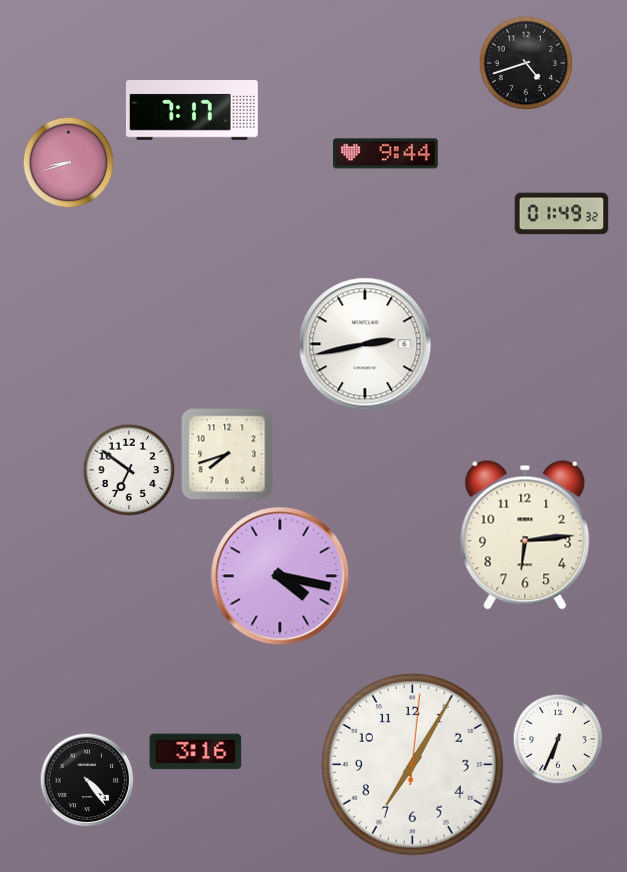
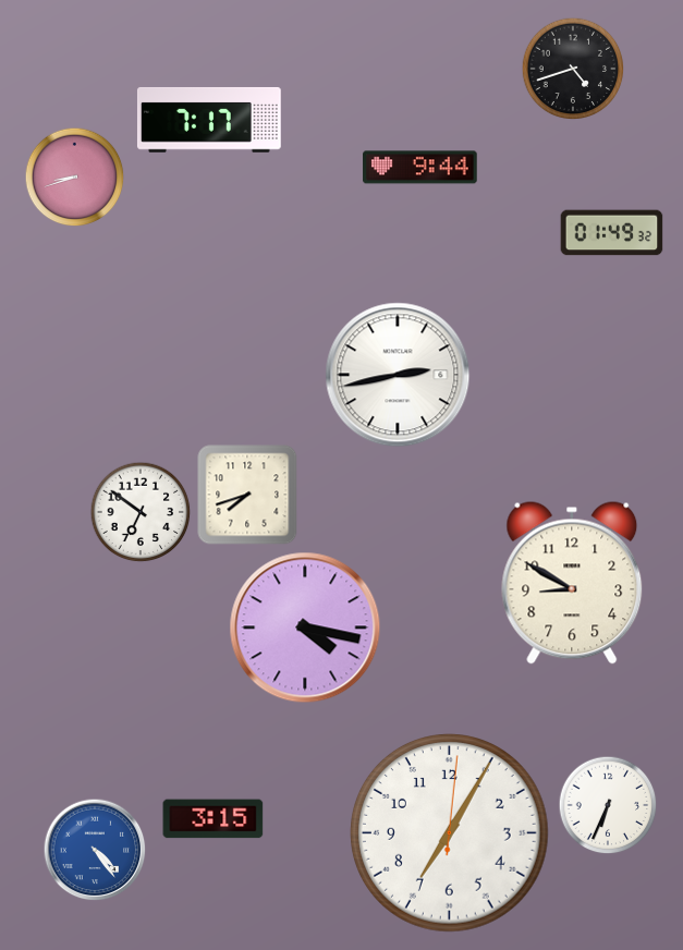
clock at (525, 535): 6:14 -> 8:50
clock at (196, 752): 3:16 -> 3:15
clock at (87, 780) dial: black -> blue
